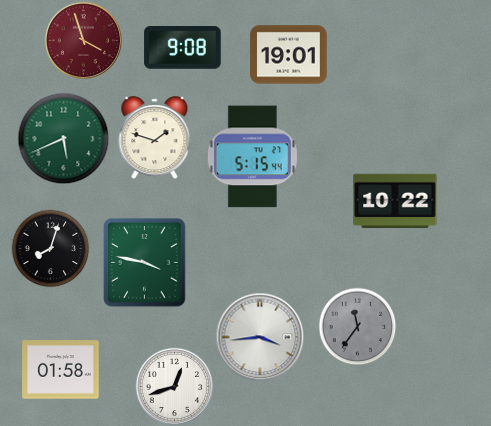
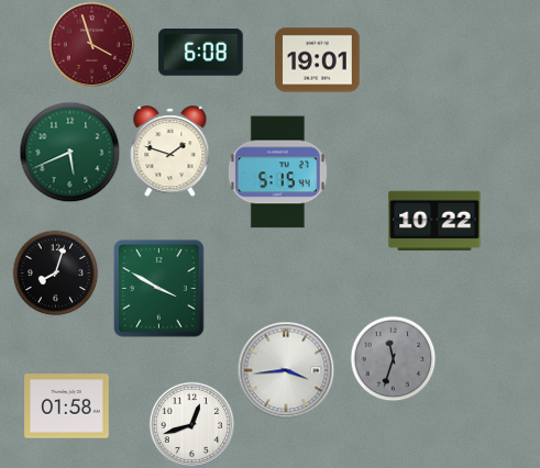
clock at (183, 48): 9:08 -> 6:08
clock at (145, 263): 3:47 -> 3:50
clock at (357, 326): 11:36 -> 11:33
